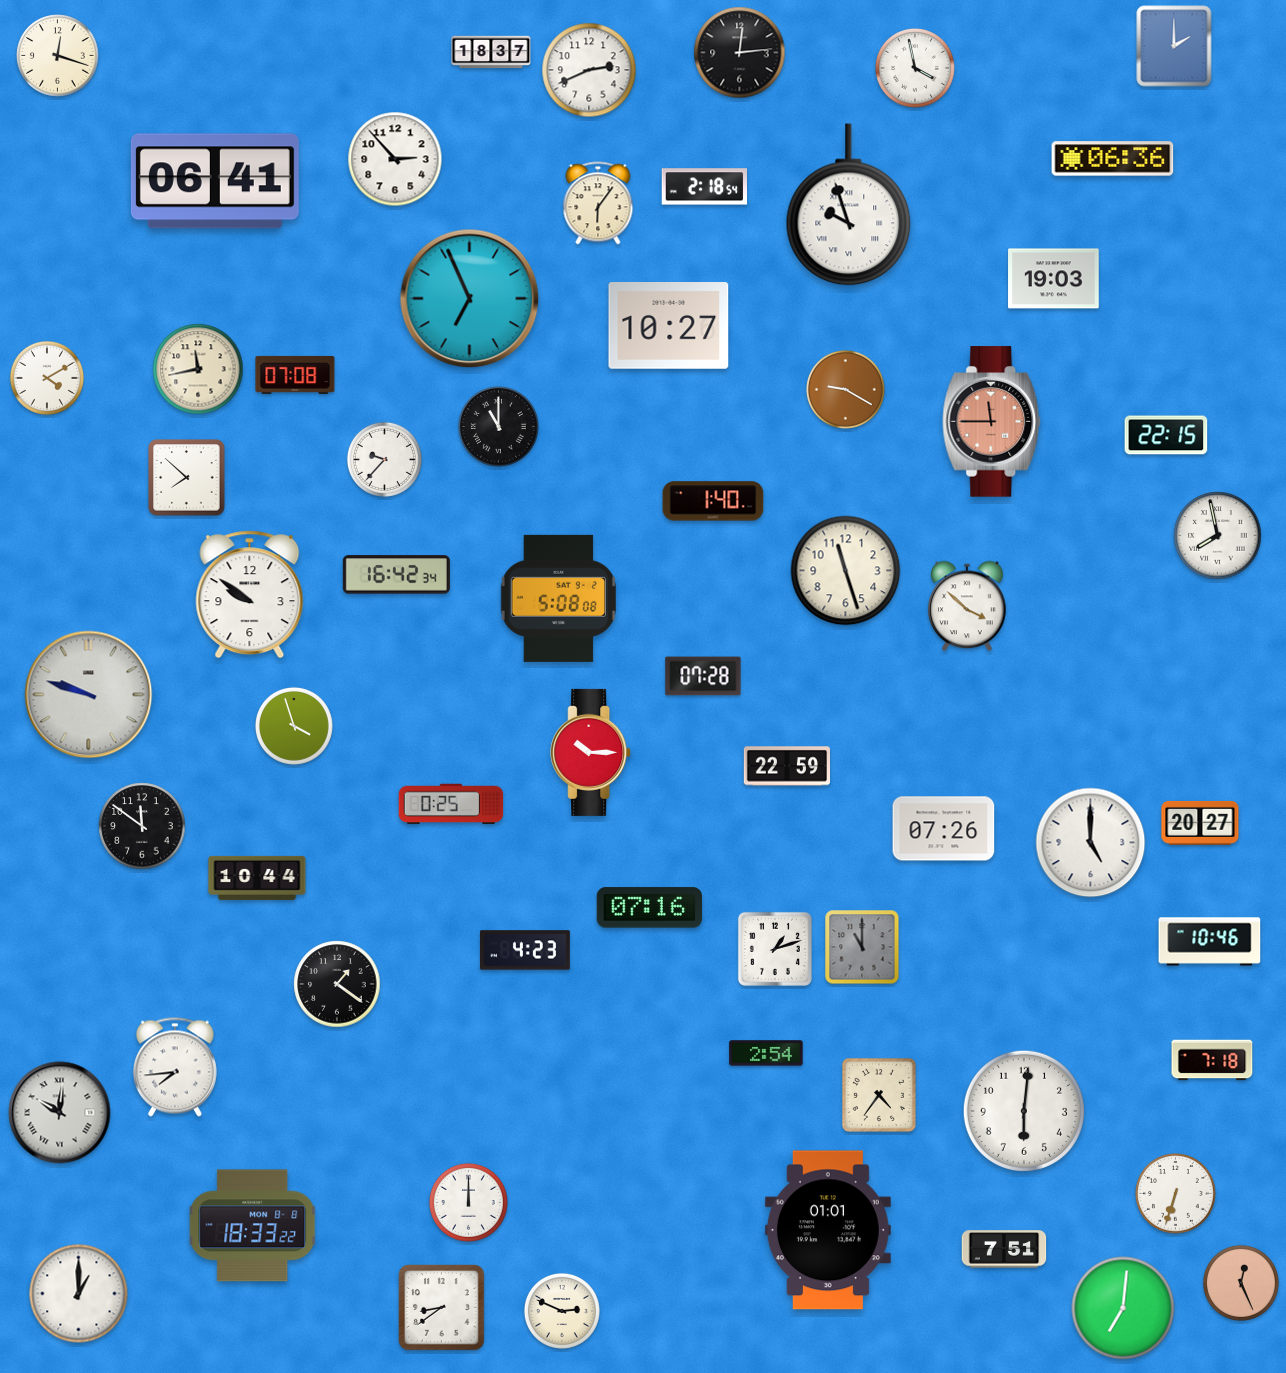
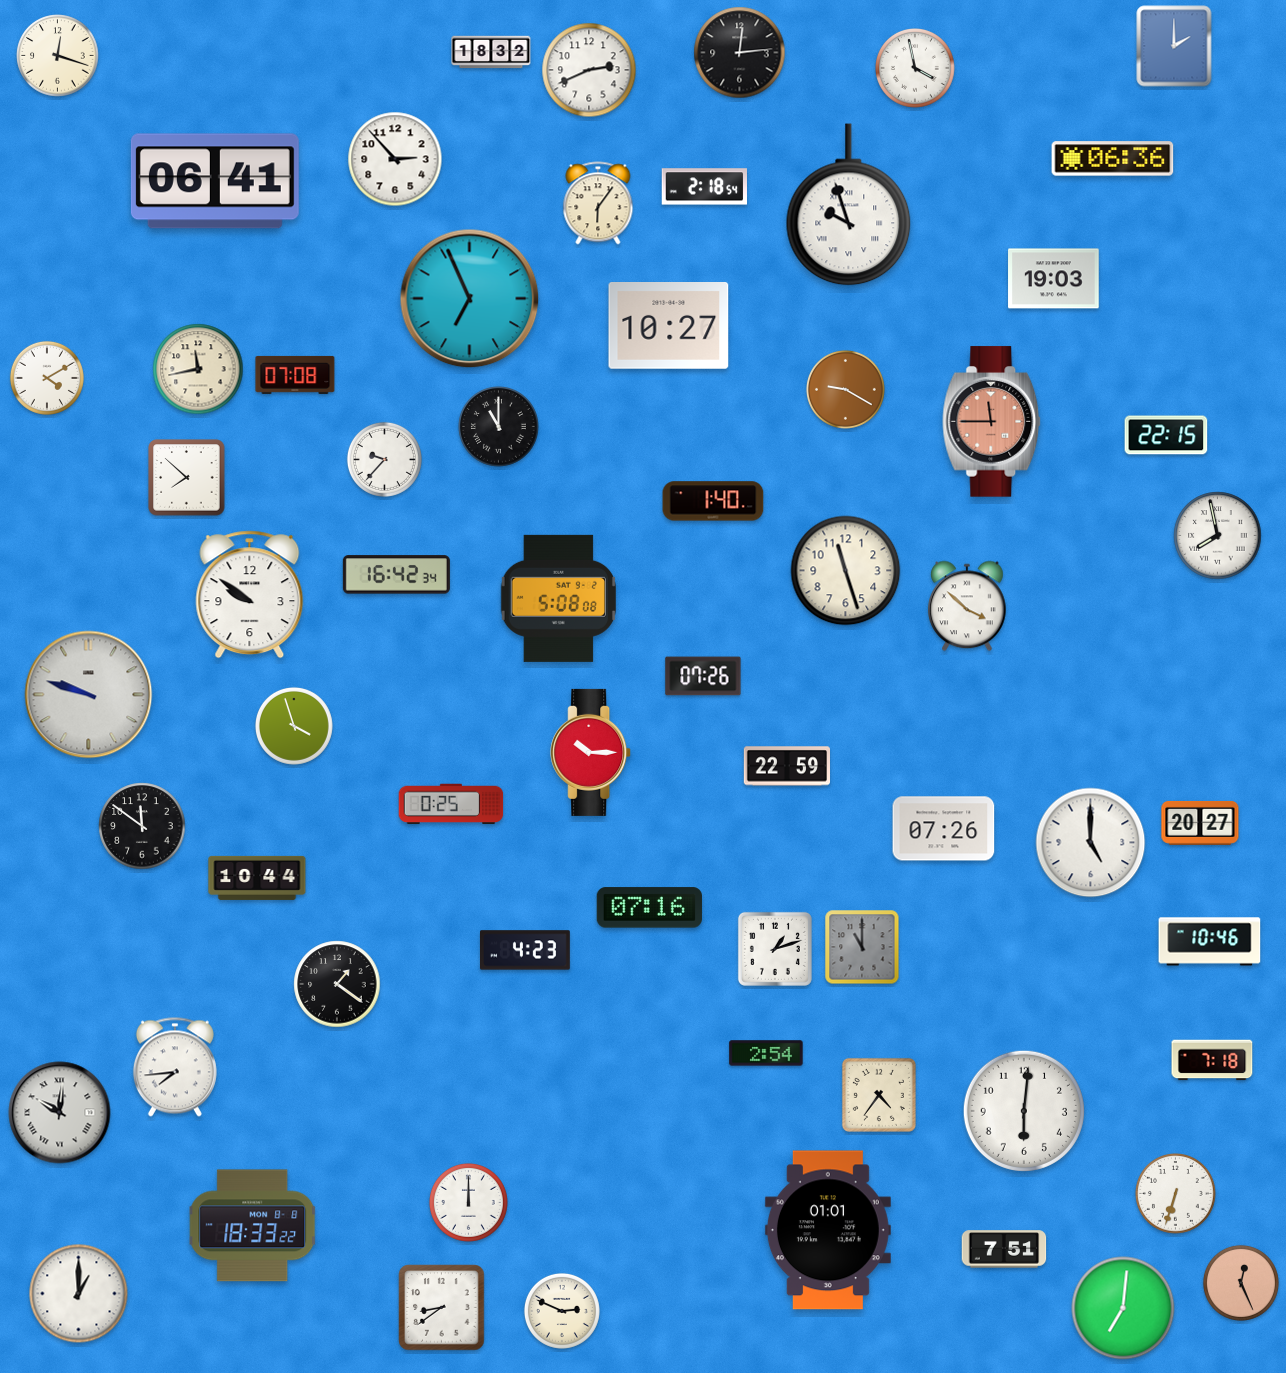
clock at (491, 52): 18:37 -> 18:32
clock at (703, 676): 07:28 -> 07:26
